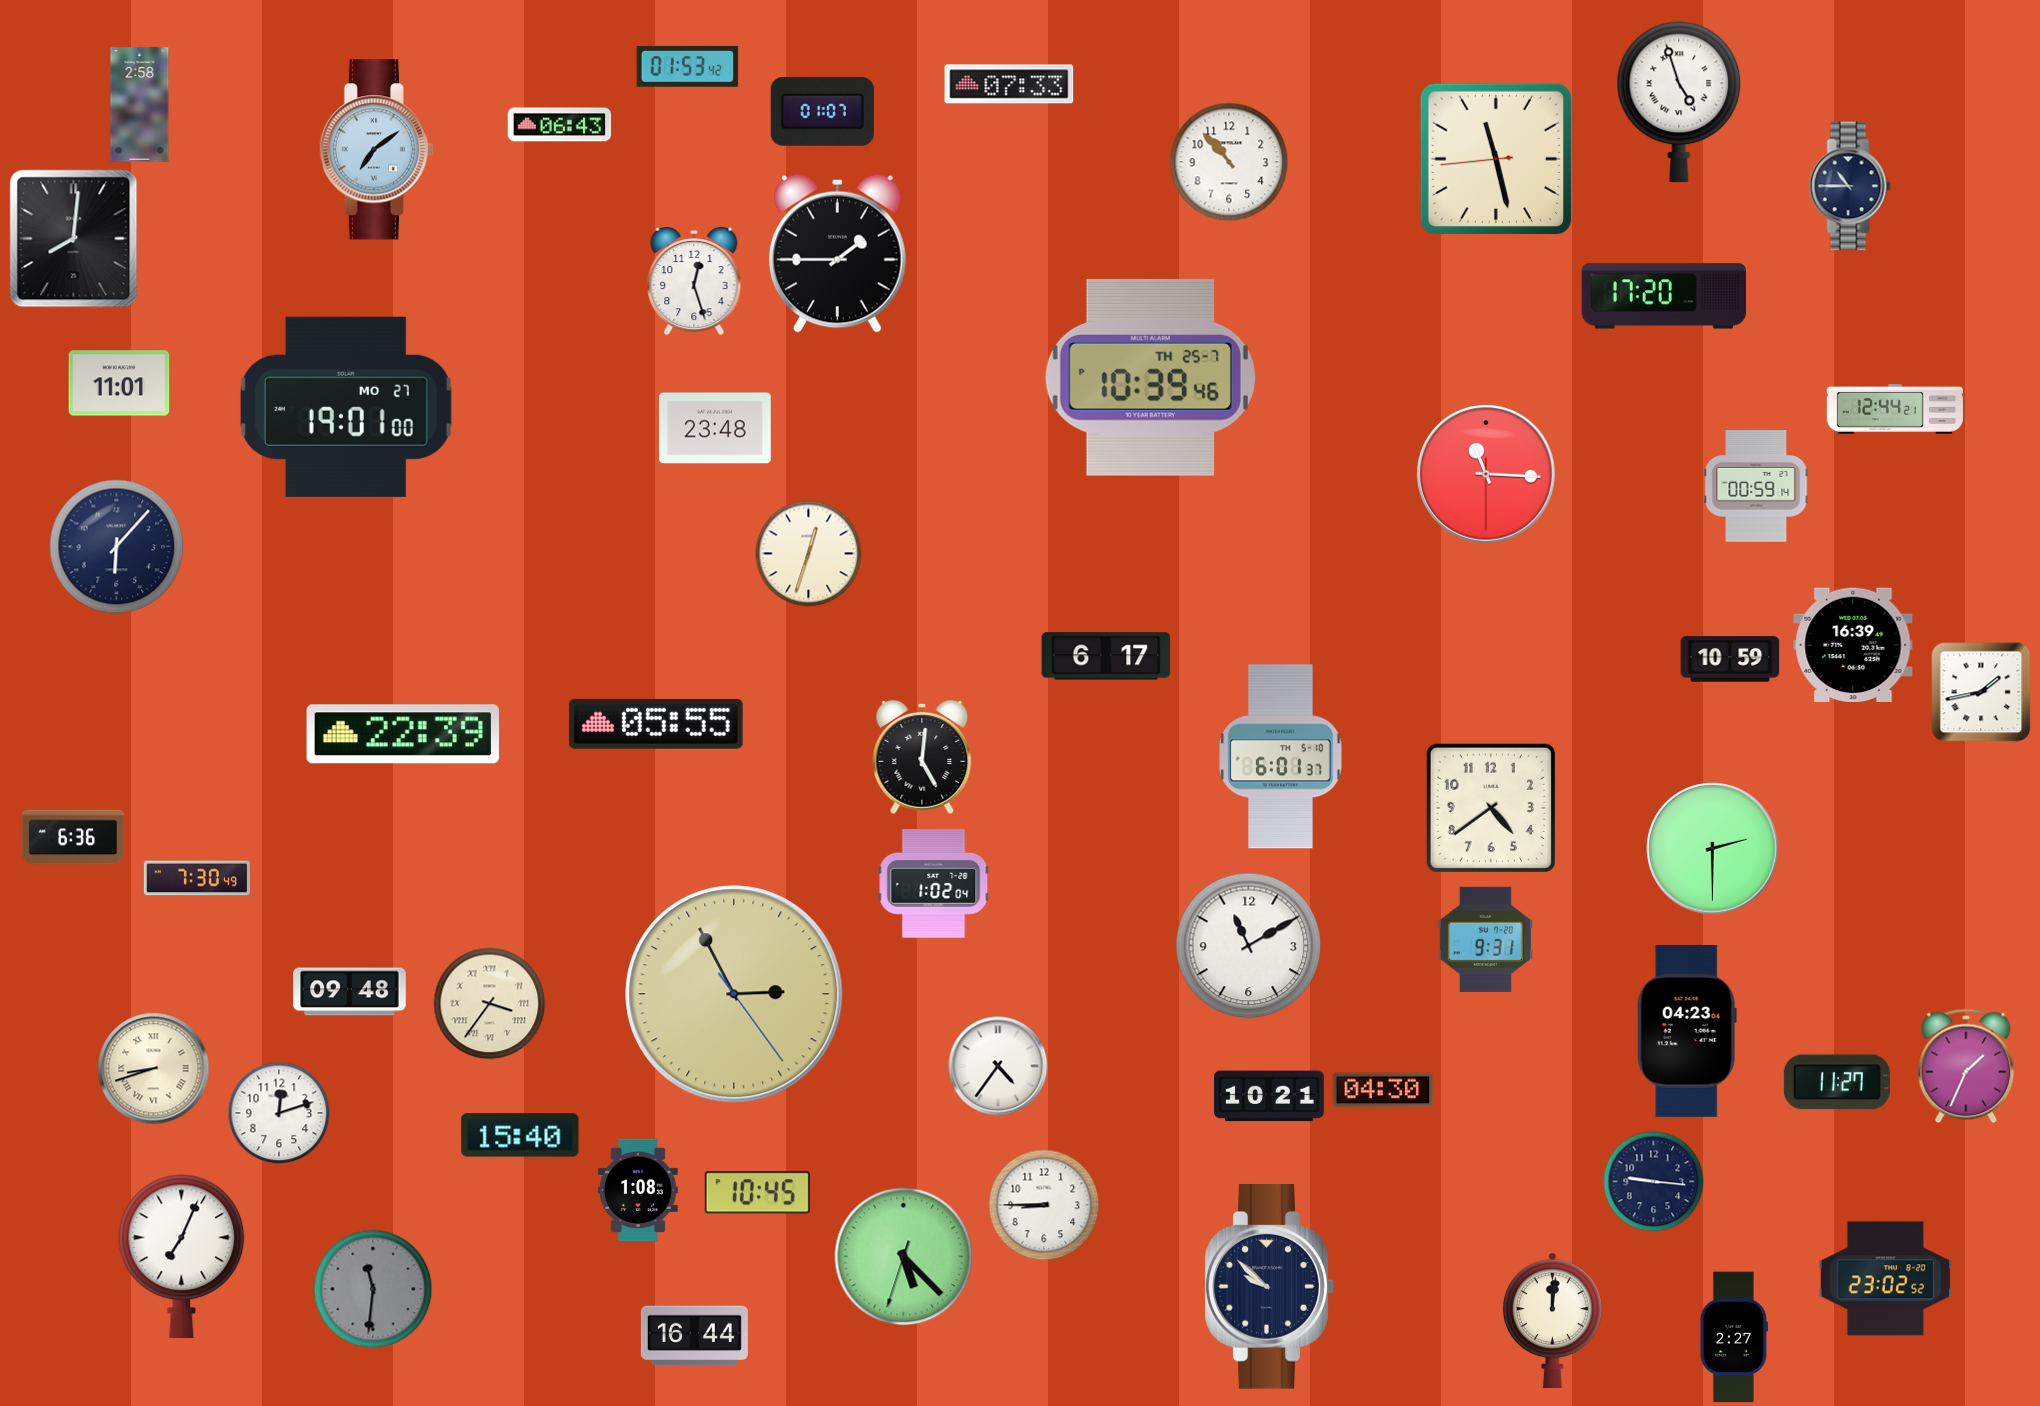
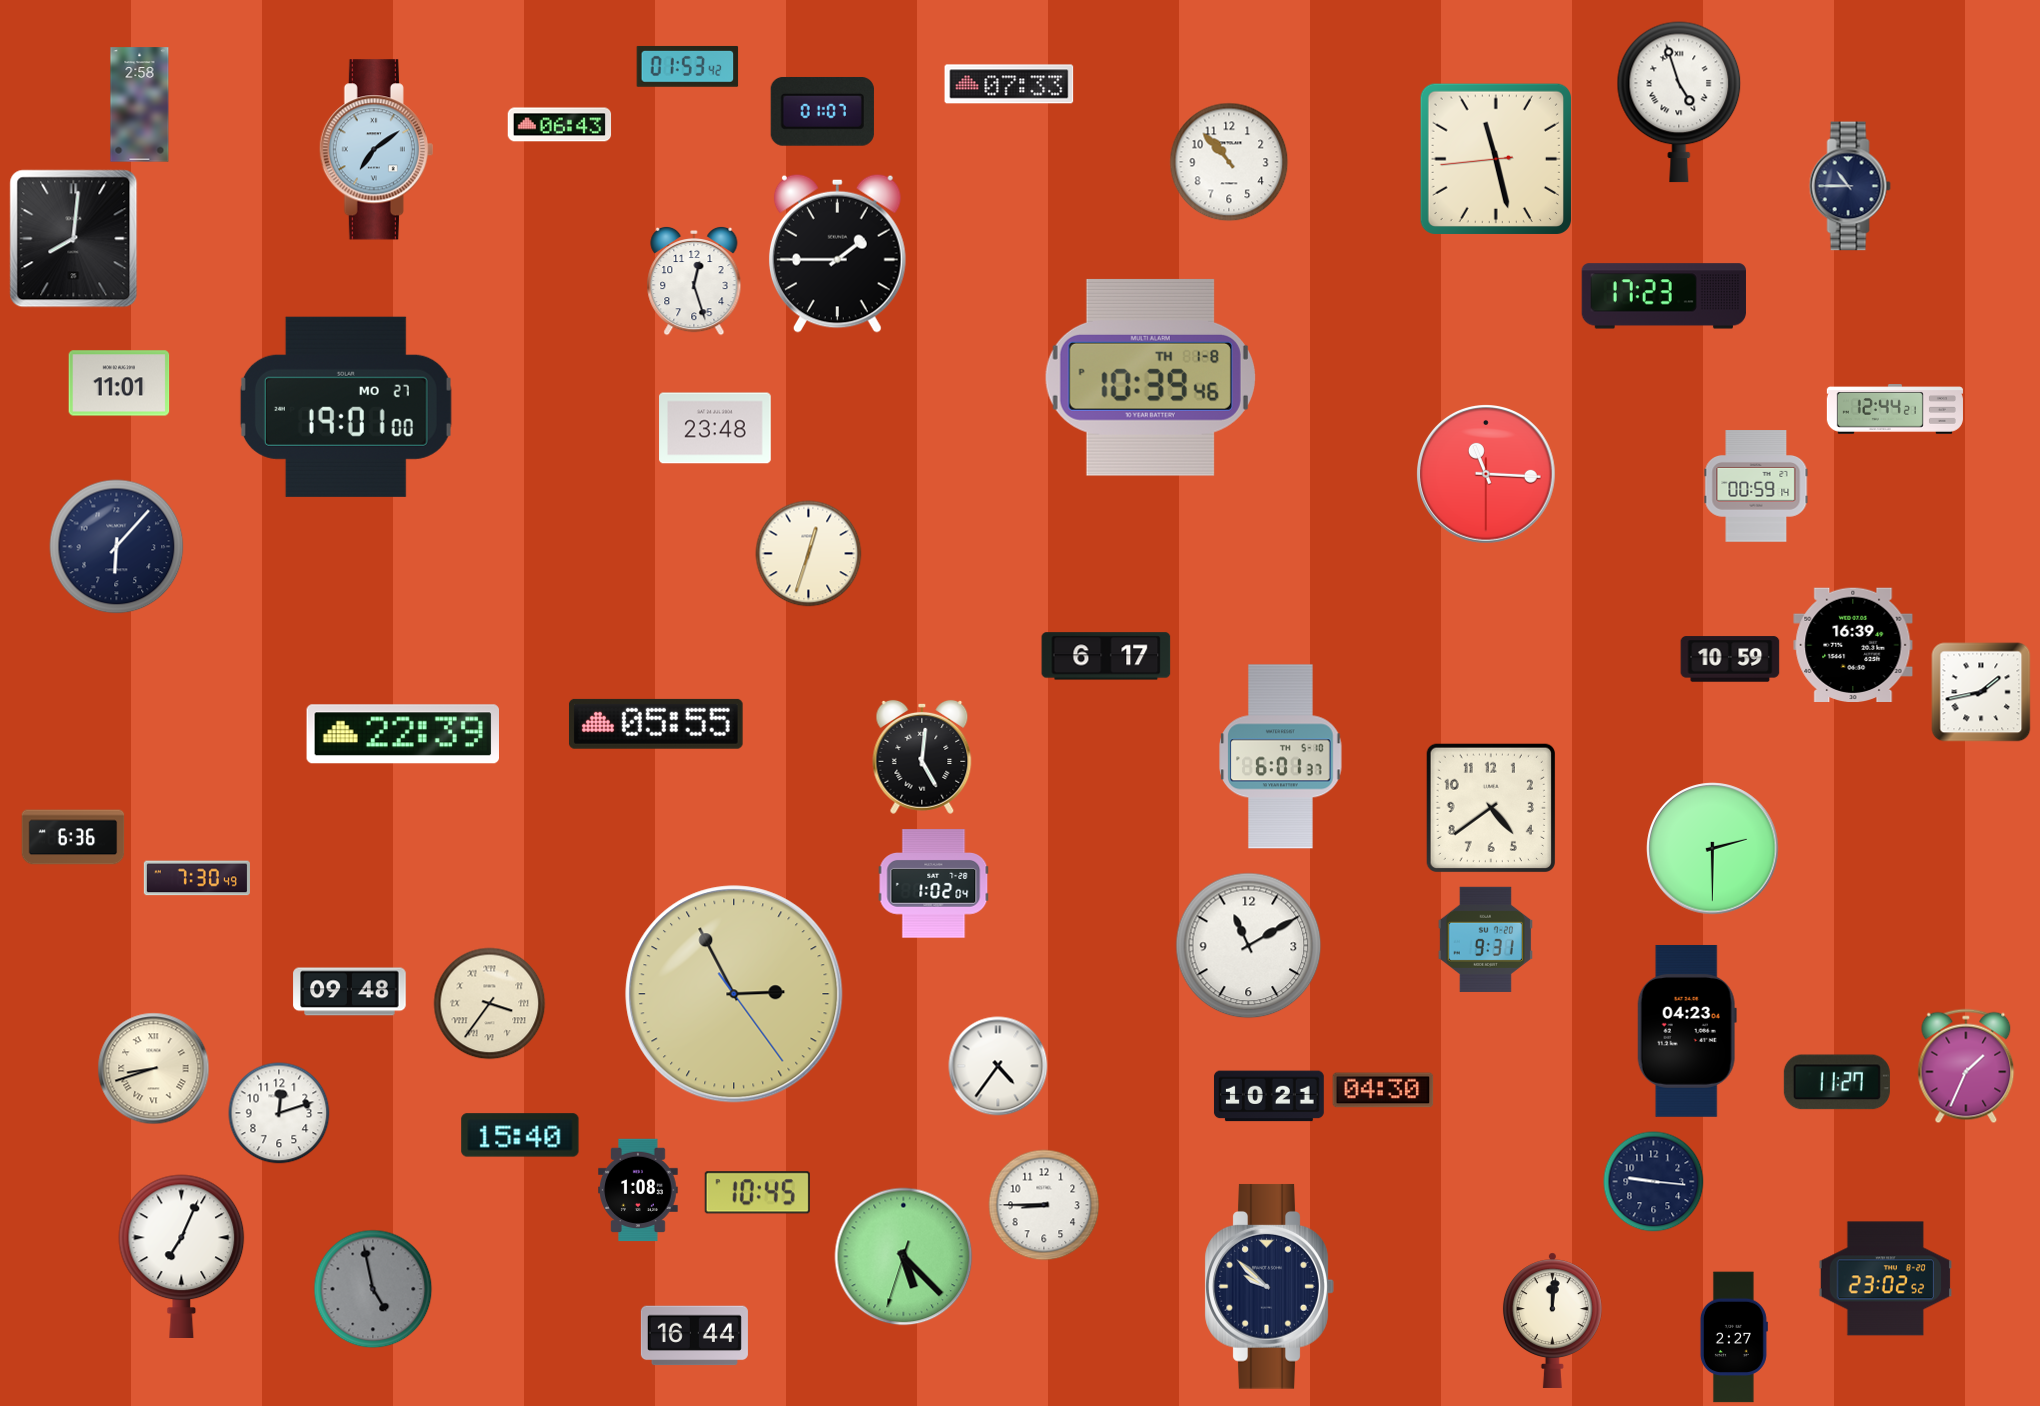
clock at (1664, 296): 17:20 -> 17:23
clock at (1150, 377) date: TH 25-7 -> TH 1-8
clock at (373, 1289): 11:31 -> 4:58
